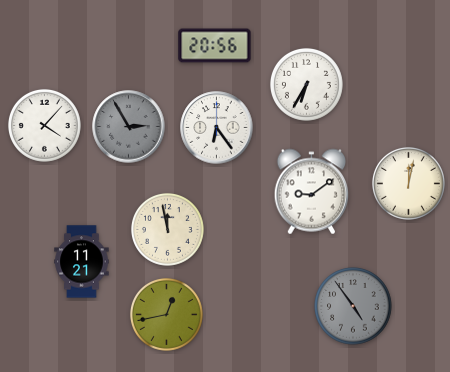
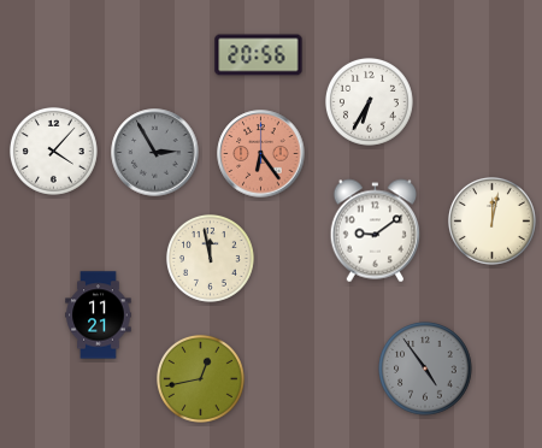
clock at (217, 128) dial: white -> salmon
clock at (167, 229) position: (167, 229) -> (210, 258)
